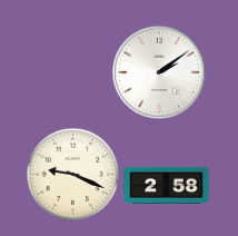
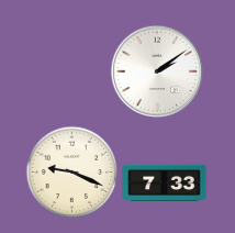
clock at (167, 185): 2:58 -> 7:33
